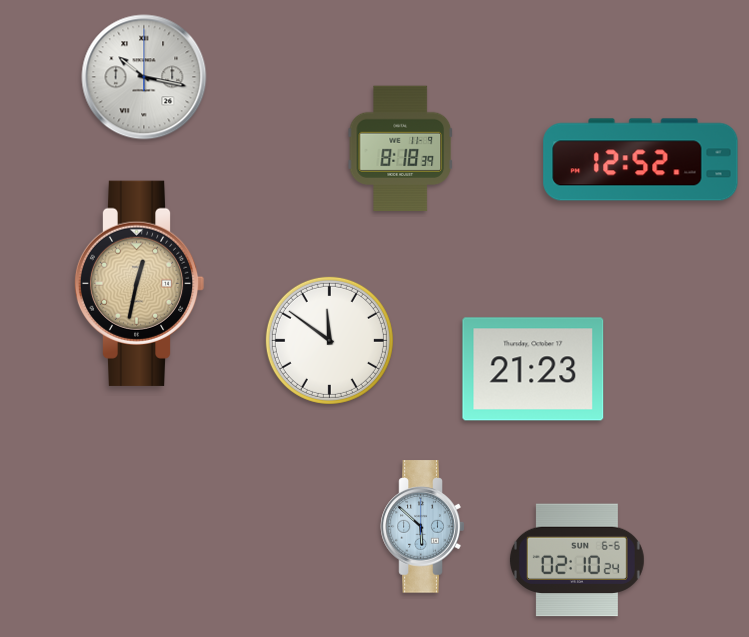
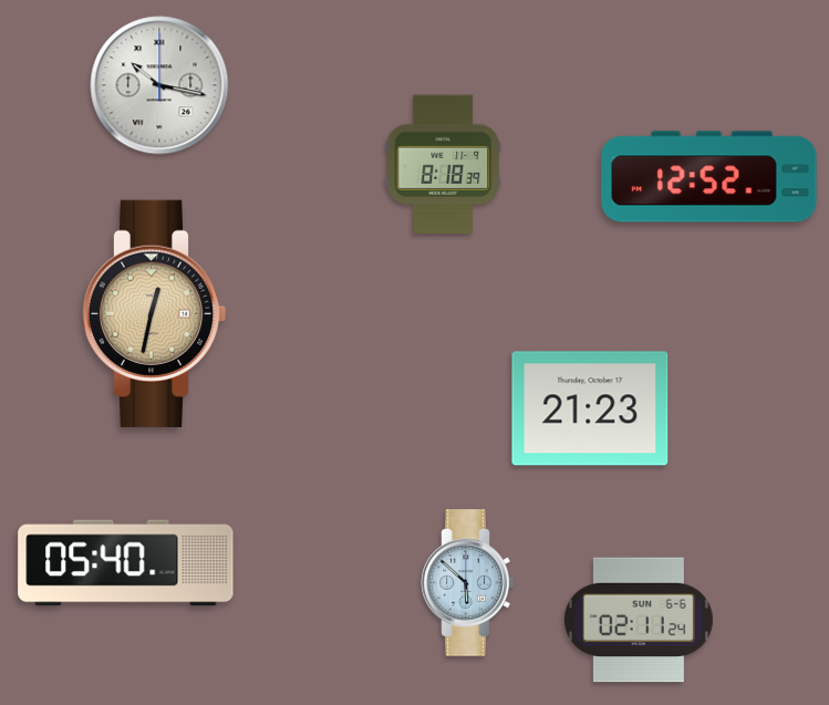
clock at (329, 340): 11:51 -> none
clock at (126, 563): none -> 05:40
clock at (577, 560): 02:10 -> 02:11
